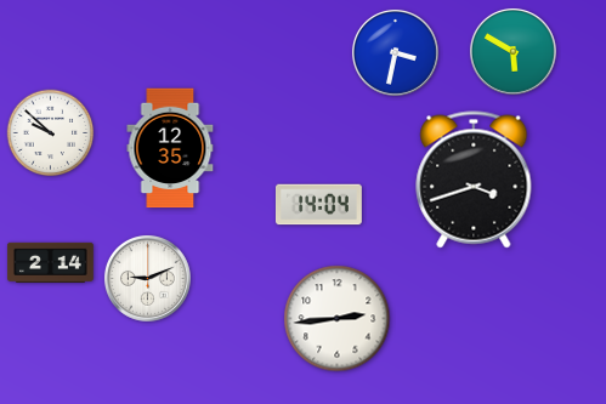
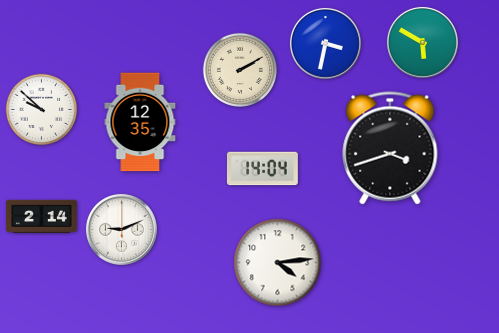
clock at (240, 70): none -> 2:10
clock at (338, 319): 2:44 -> 4:14
